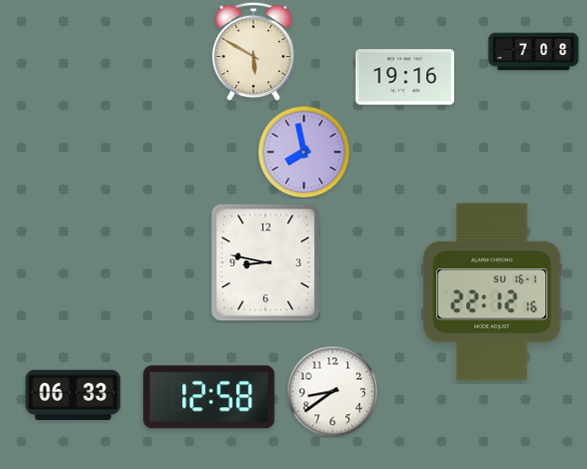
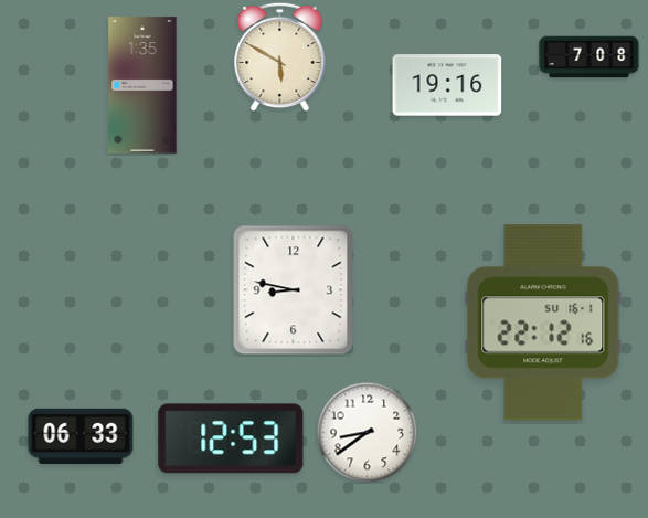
clock at (142, 85): none -> 1:35
clock at (304, 152): 7:58 -> none
clock at (209, 397): 12:58 -> 12:53
